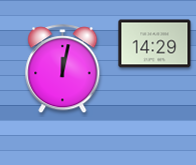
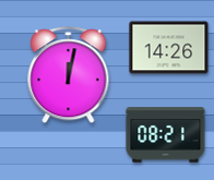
clock at (155, 44): 14:29 -> 14:26
clock at (166, 135): none -> 08:21
